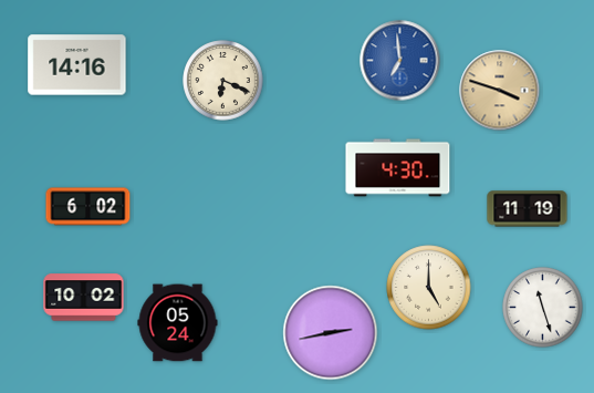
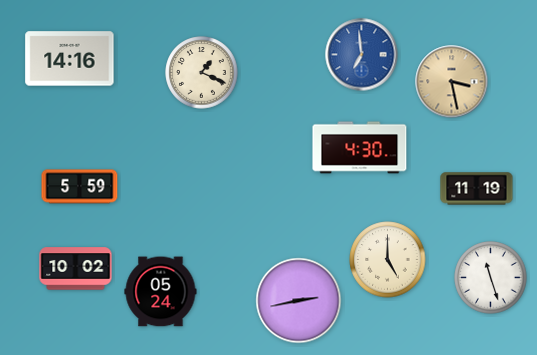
clock at (223, 81): 6:19 -> 1:19
clock at (500, 91): 3:48 -> 3:28
clock at (398, 168) position: (398, 168) -> (360, 148)
clock at (88, 207): 6:02 -> 5:59
